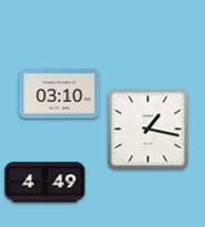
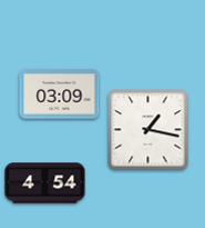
clock at (60, 94): 03:10 -> 03:09
clock at (45, 183): 4:49 -> 4:54
